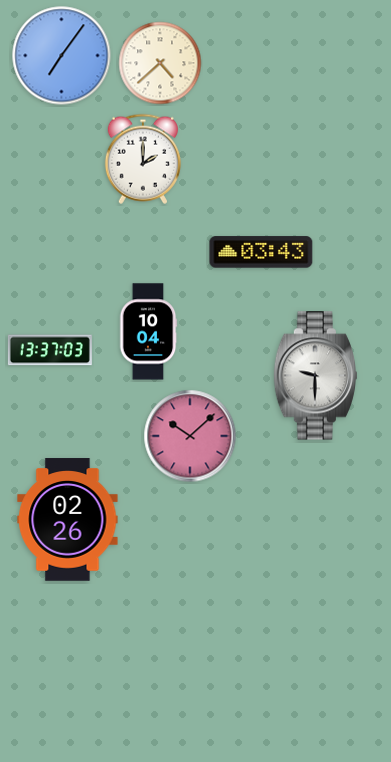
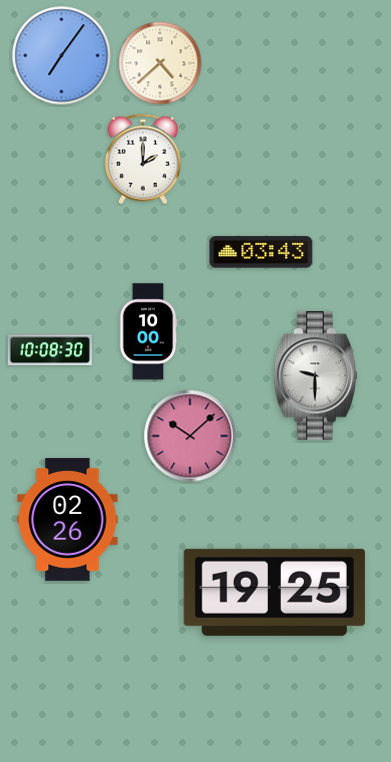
clock at (148, 332): 10:04 -> 10:00
clock at (50, 350): 13:37 -> 10:08
clock at (274, 592): none -> 19:25
